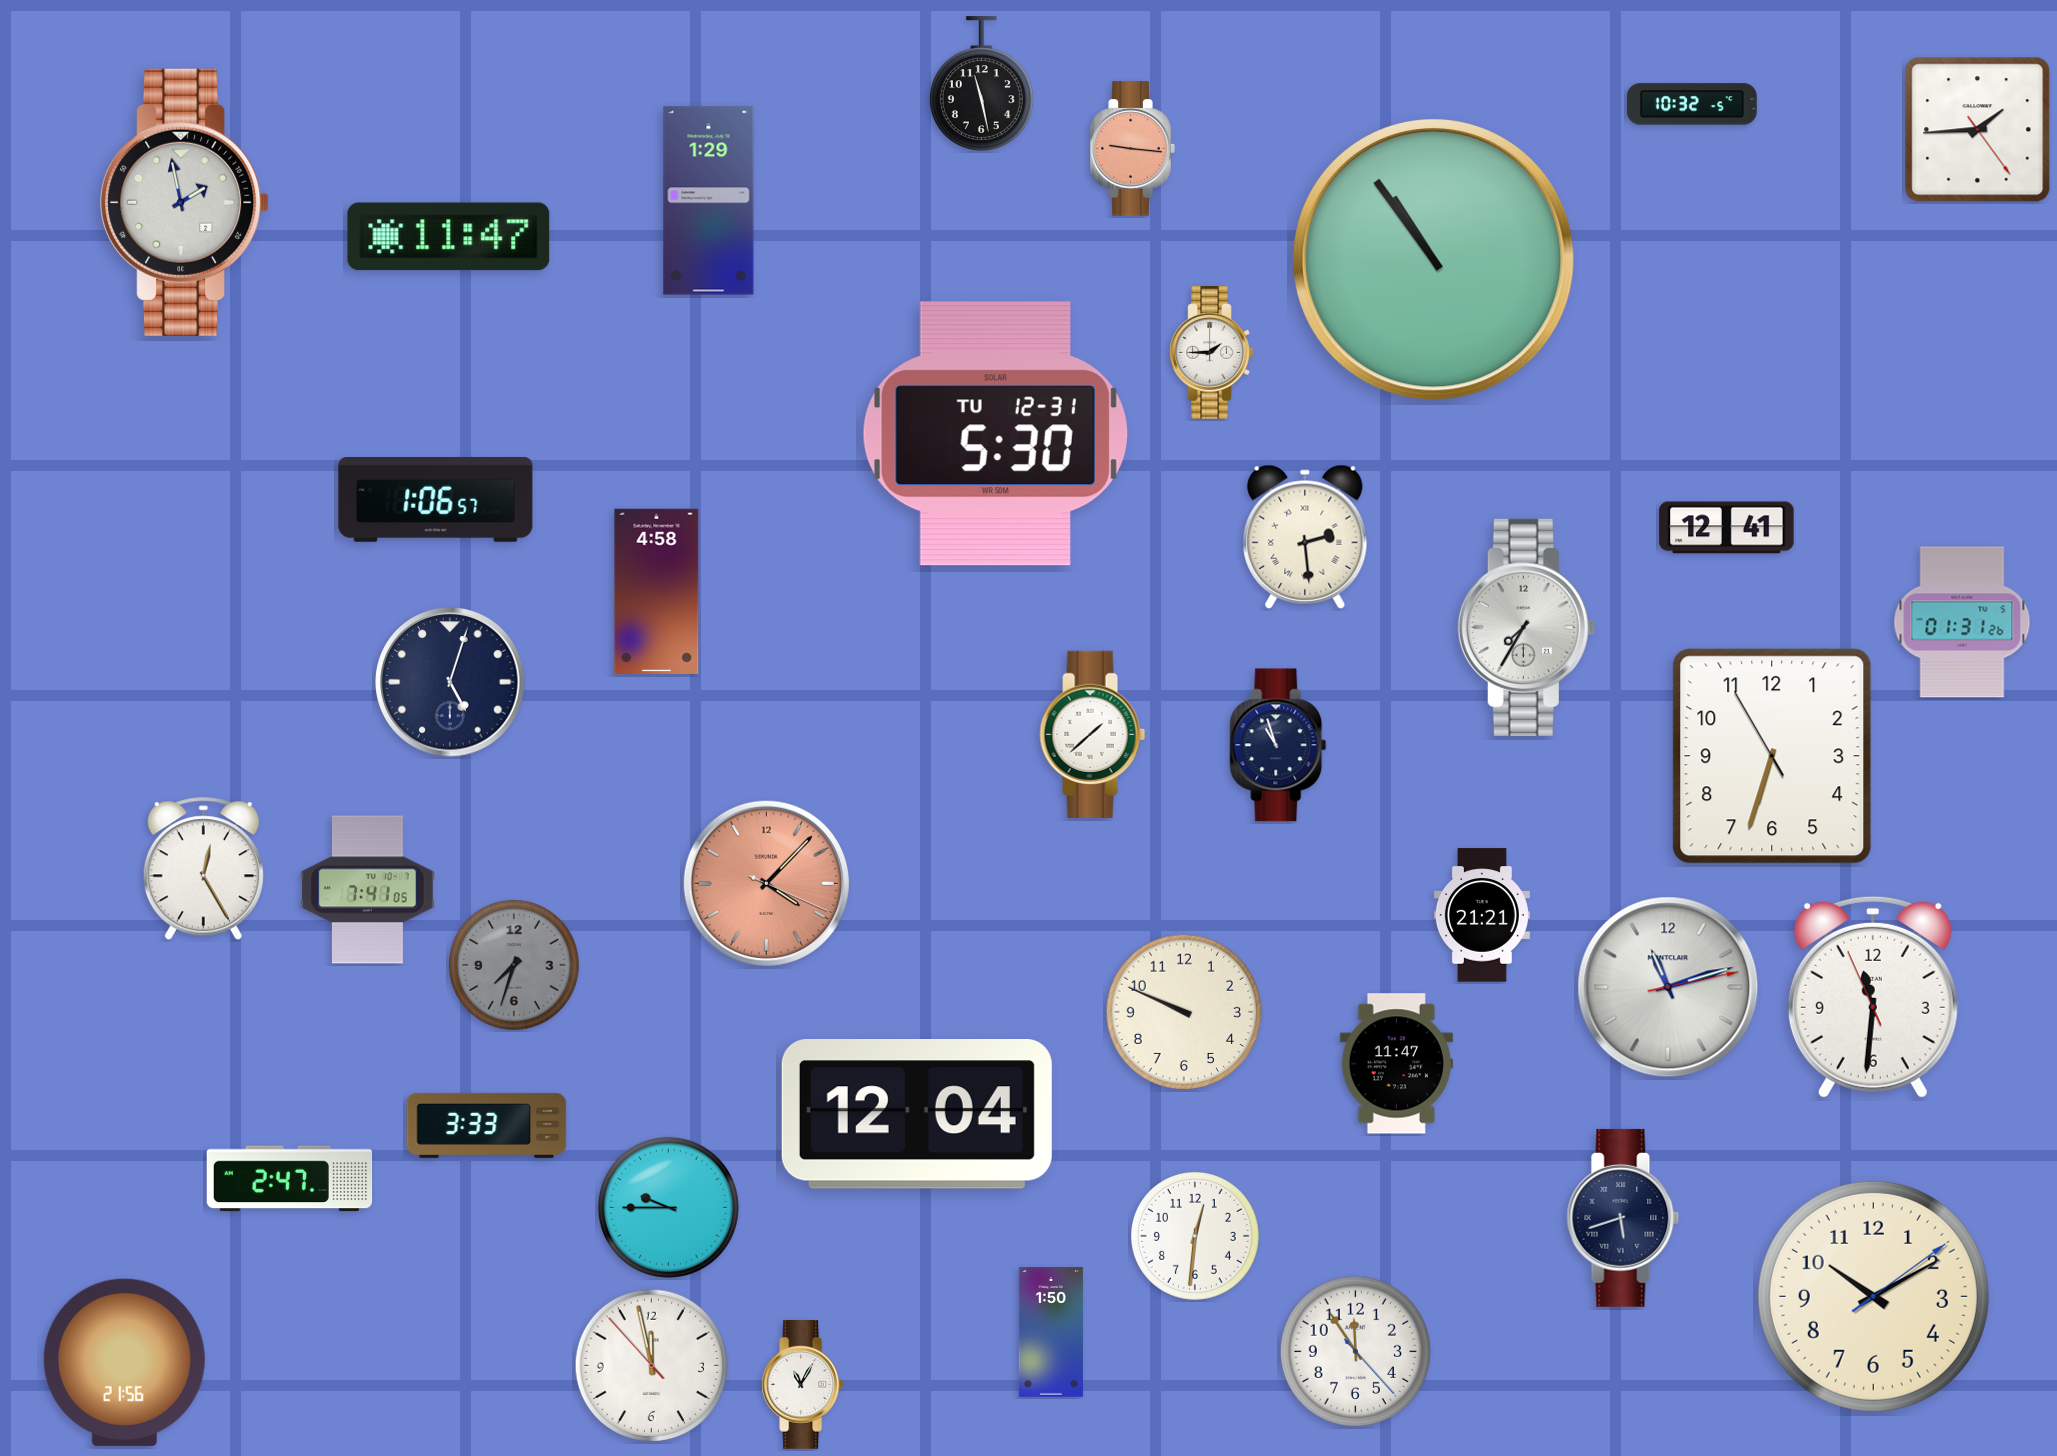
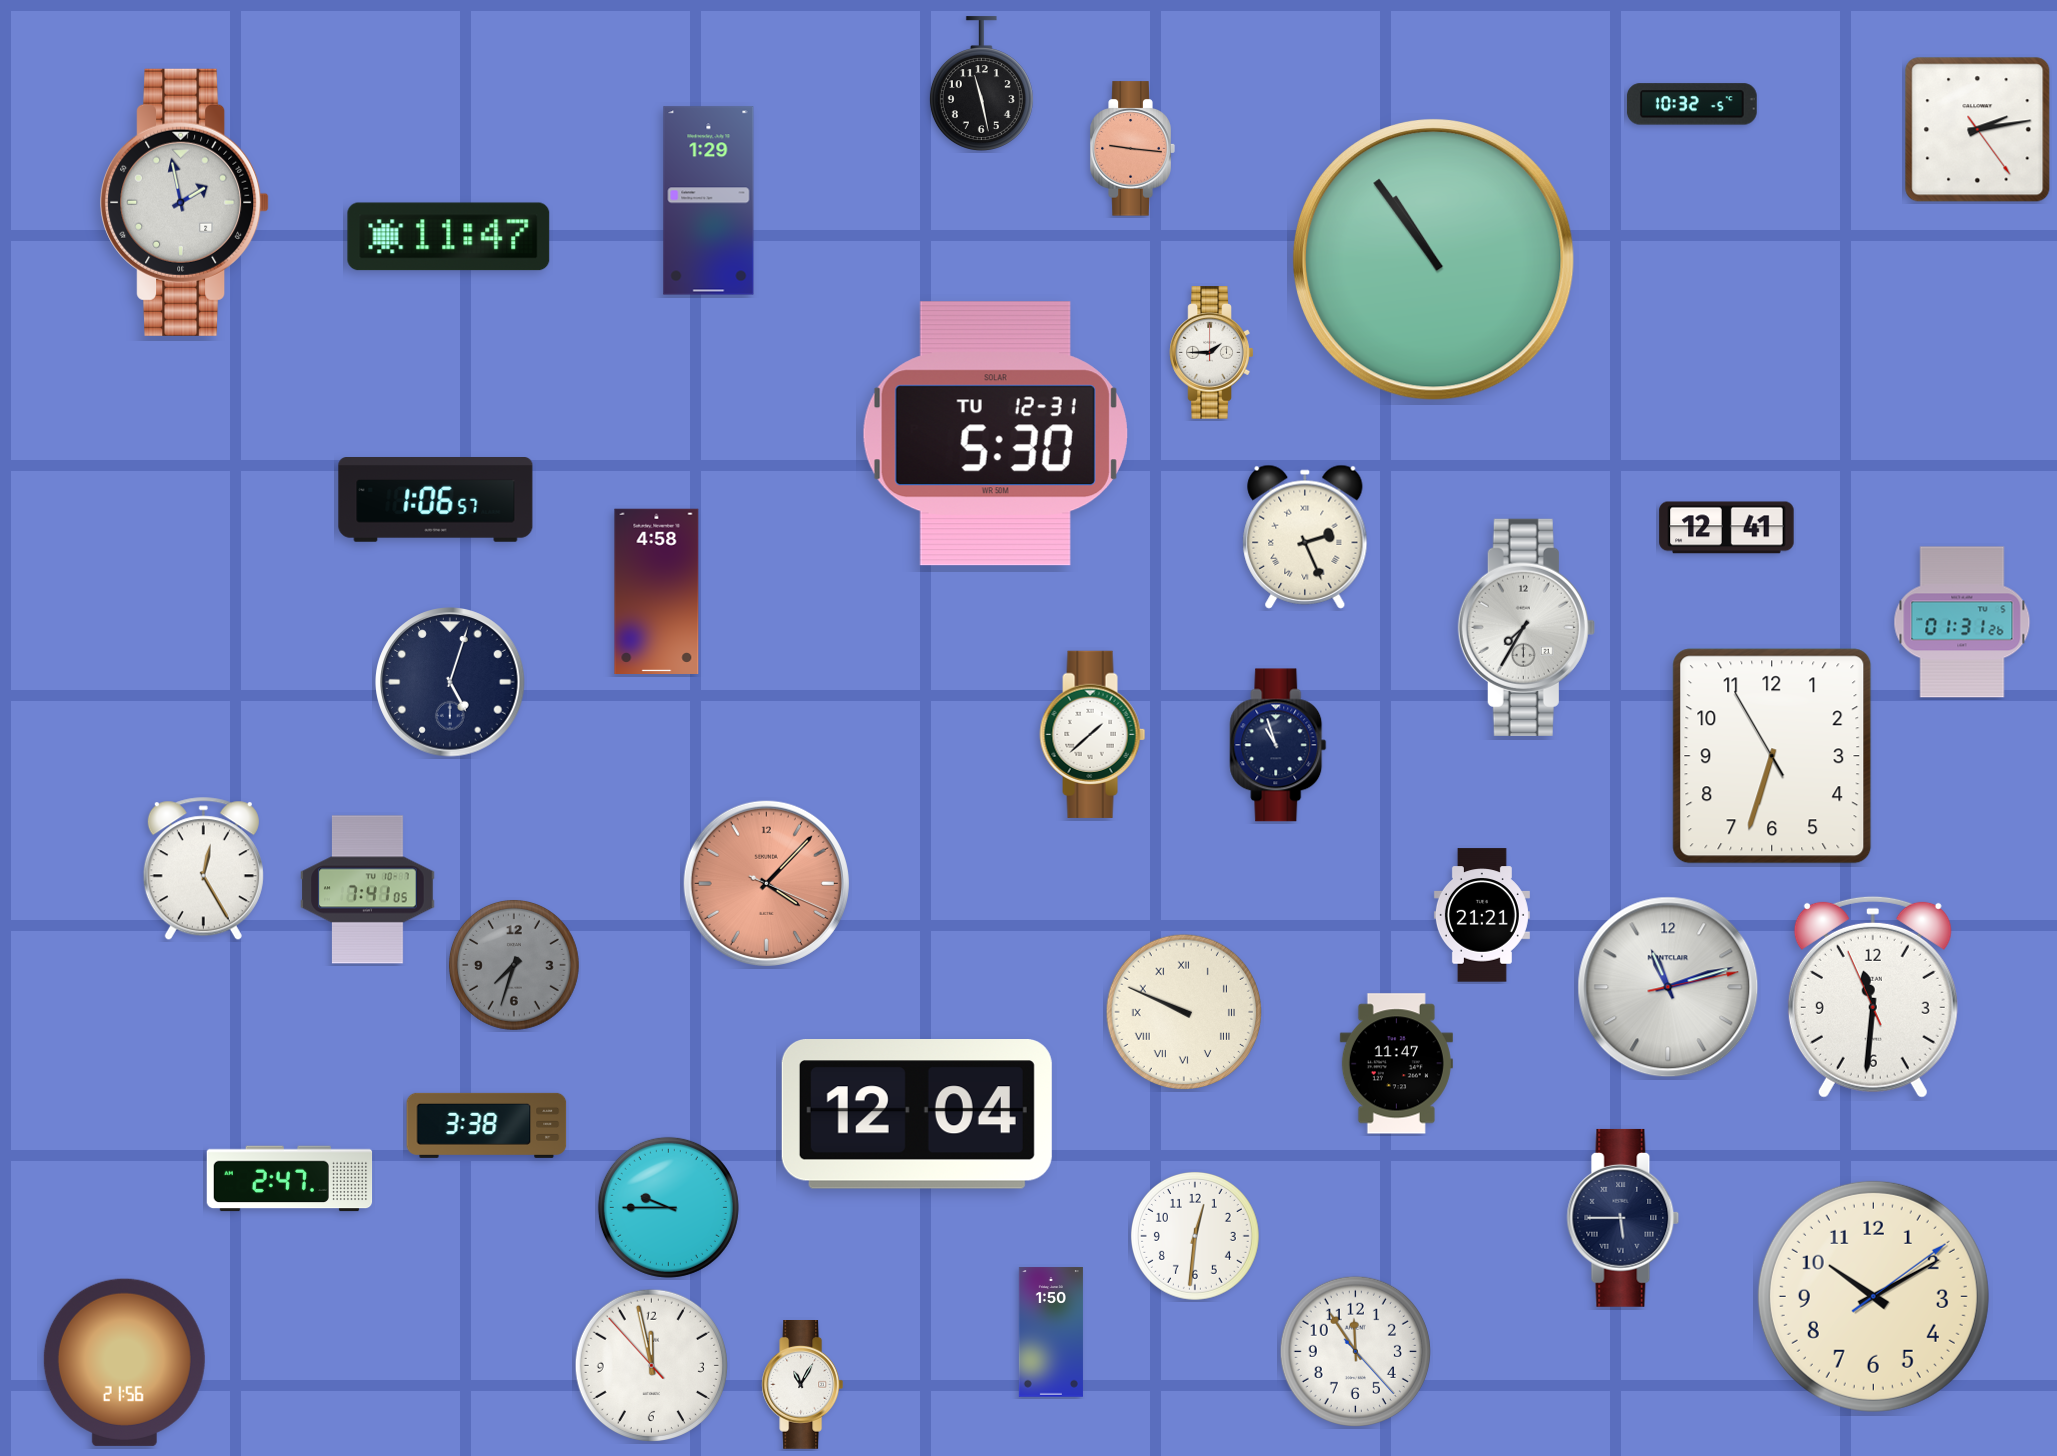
clock at (1978, 130): 1:44 -> 2:13
clock at (1305, 537): 2:29 -> 2:26
clock at (1183, 1011) numerals: Arabic -> Roman
clock at (487, 1125): 3:33 -> 3:38
clock at (1623, 1218): 5:42 -> 5:45
